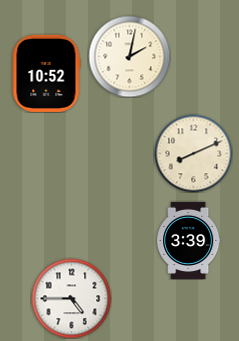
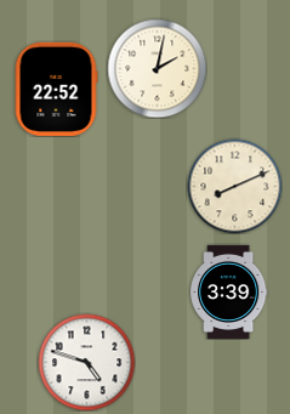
clock at (46, 73): 10:52 -> 22:52
clock at (71, 298): 4:45 -> 4:48
